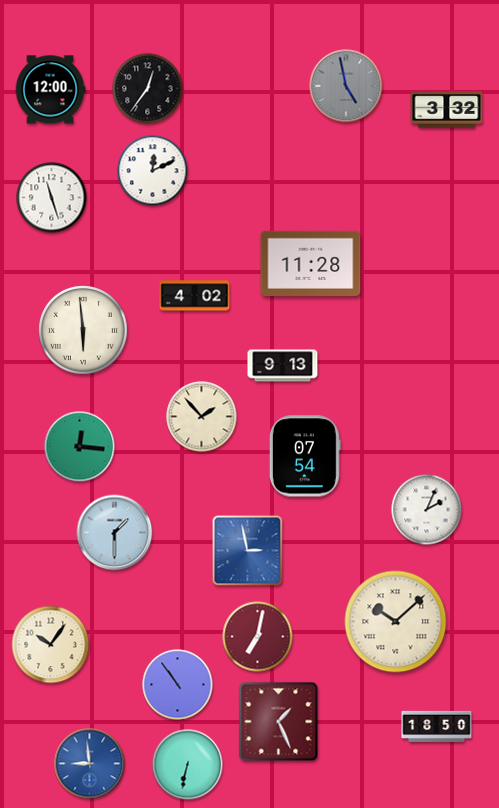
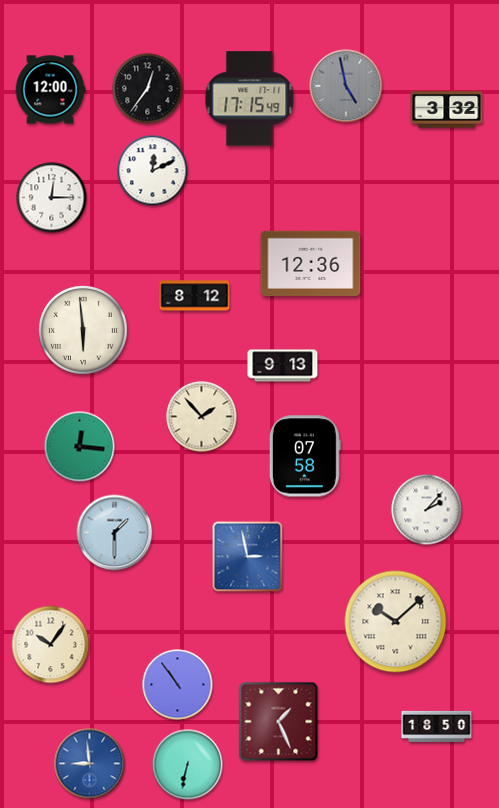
clock at (250, 99): none -> 17:15
clock at (52, 198): 11:27 -> 12:15
clock at (311, 263): 11:28 -> 12:36
clock at (195, 296): 4:02 -> 8:12
clock at (305, 456): 07:54 -> 07:58
clock at (427, 510): 2:04 -> 2:07
clock at (248, 551) position: (248, 551) -> (248, 557)
clock at (258, 637): 7:02 -> none
